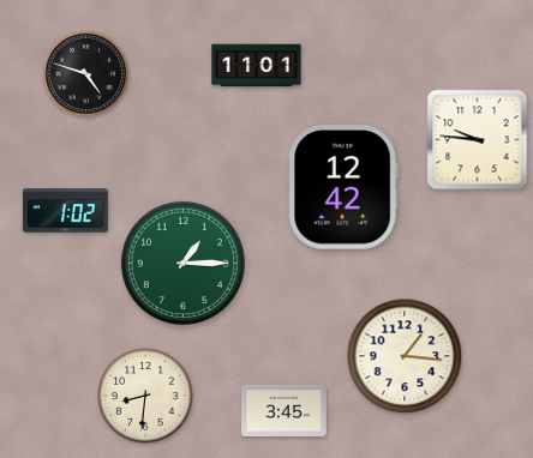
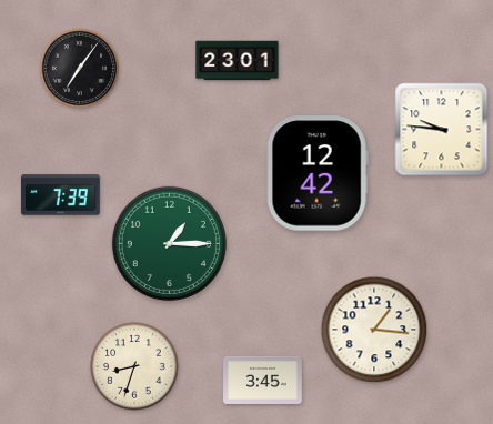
clock at (257, 66): 11:01 -> 23:01
clock at (86, 74): 4:48 -> 7:06
clock at (66, 211): 1:02 -> 7:39
clock at (145, 396): 8:31 -> 8:33
